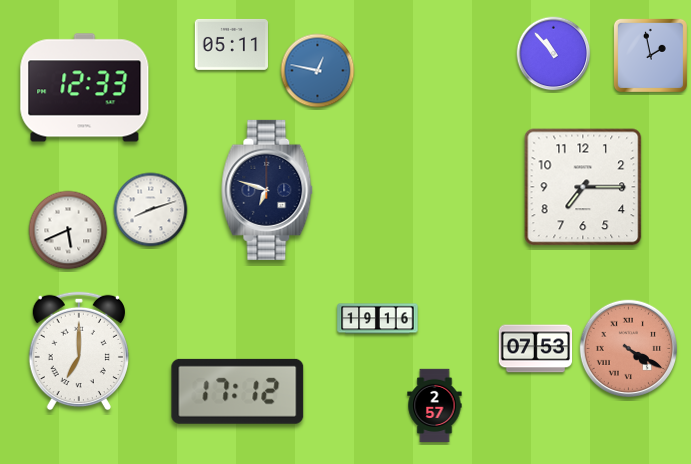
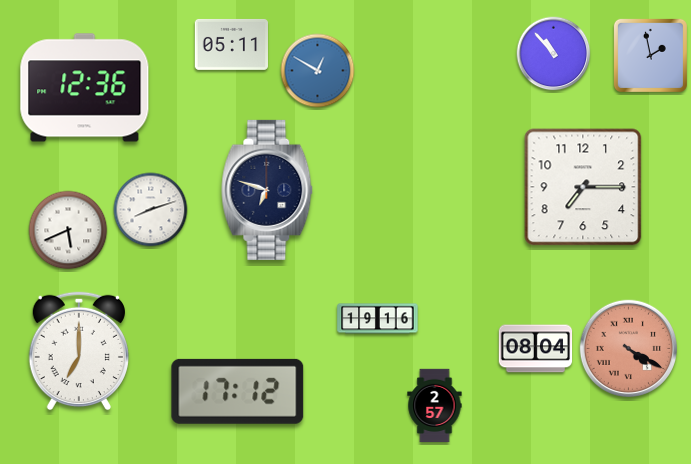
clock at (318, 71): 12:47 -> 12:50
clock at (85, 88): 12:33 -> 12:36
clock at (536, 349): 07:53 -> 08:04
